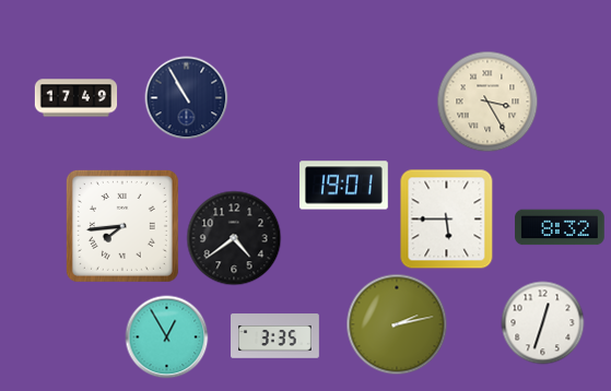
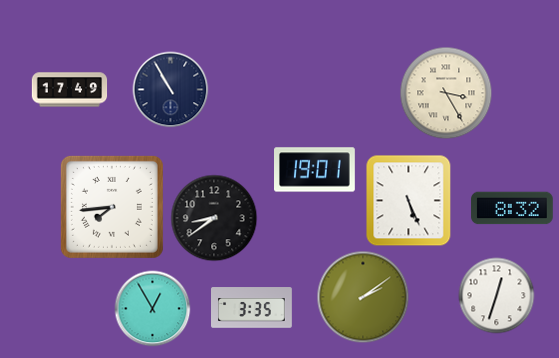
clock at (447, 220): 5:45 -> 5:26
clock at (234, 238): 4:39 -> 8:39
clock at (397, 324): 2:13 -> 2:09
